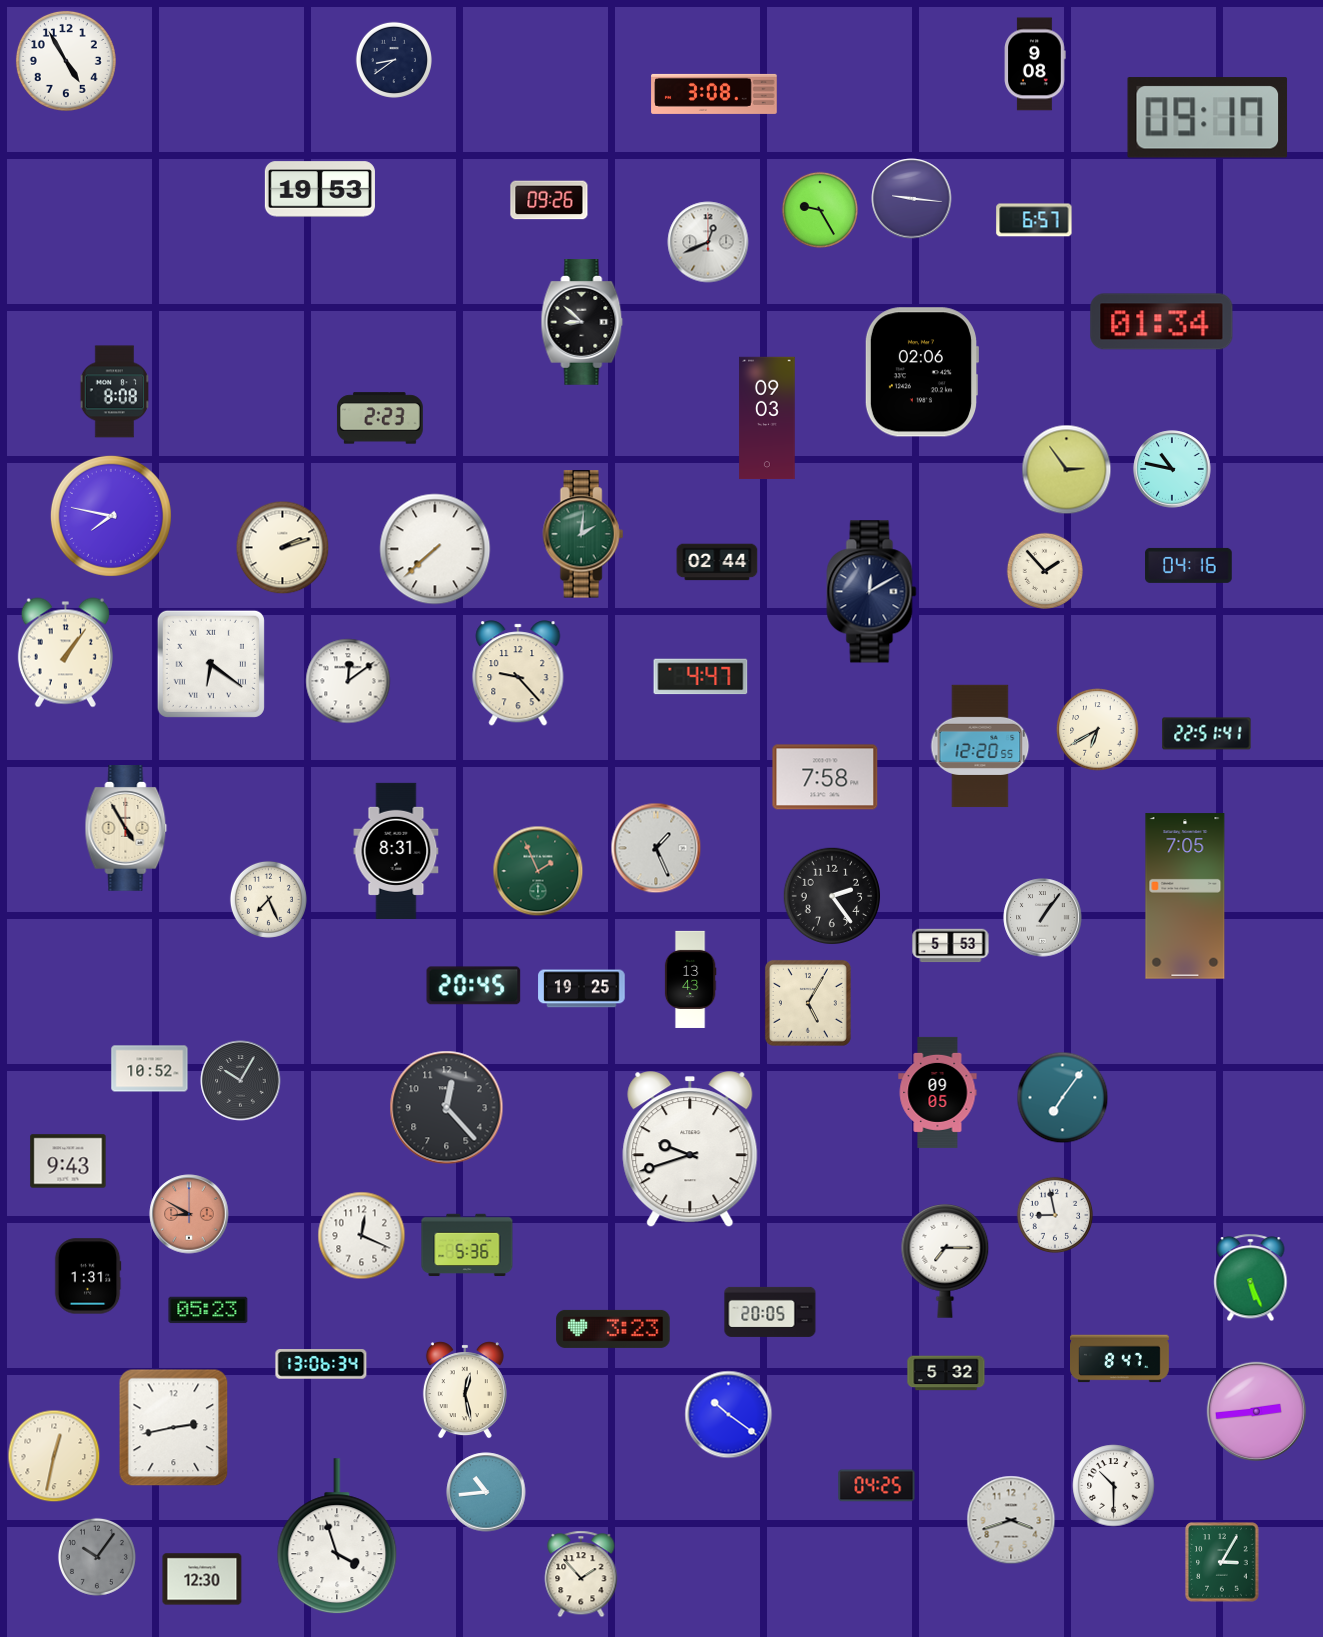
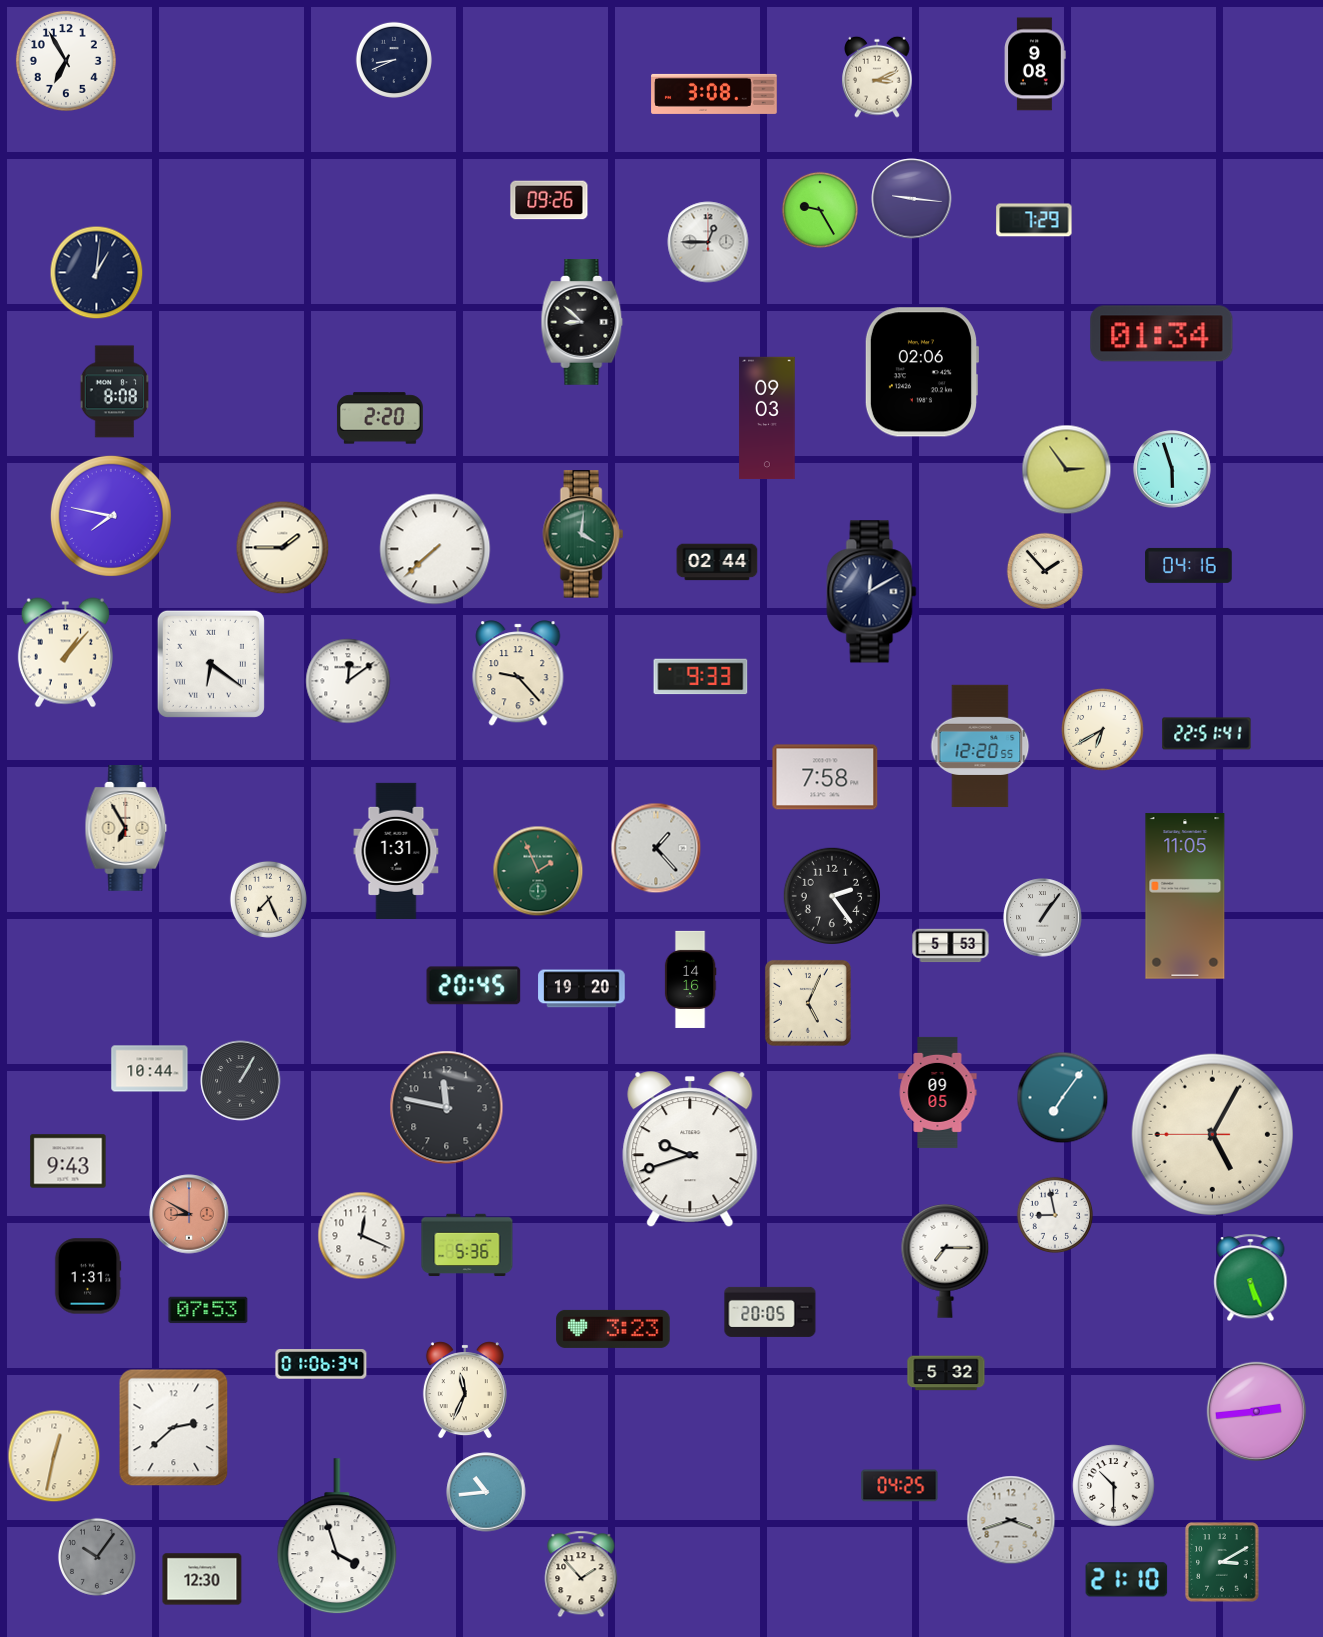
clock at (394, 60): 8:39 -> 8:41
clock at (66, 61): 4:55 -> 6:55
clock at (877, 77): none -> 3:11
clock at (1208, 118): 09:17 -> none
clock at (320, 189): 19:53 -> none
clock at (1034, 220): 6:57 -> 7:29
clock at (708, 242): 12:41 -> 12:45
clock at (97, 273): none -> 1:01
clock at (1162, 322) position: (1162, 322) -> (1162, 334)
clock at (380, 418): 2:23 -> 2:20
clock at (1172, 469): 10:47 -> 5:57
clock at (583, 534): 2:01 -> 4:01
clock at (283, 548): 2:12 -> 1:45
clock at (65, 653): 1:06 -> 1:07
clock at (701, 677): 4:47 -> 9:33
clock at (1098, 730) position: (1098, 730) -> (1103, 730)
clock at (126, 829): 4:55 -> 6:55
clock at (656, 848): 1:26 -> 1:23
clock at (396, 851): 8:31 -> 1:31
clock at (1185, 896): 7:05 -> 11:05
clock at (690, 979): 13:43 -> 14:16
clock at (582, 989): 19:25 -> 19:20
clock at (808, 1003): 5:05 -> 5:04
clock at (150, 1069): 10:52 -> 10:44
clock at (241, 1081): 10:05 -> 1:05
clock at (447, 1108): 12:23 -> 11:47
clock at (1212, 1134): none -> 5:04
clock at (208, 1310): 05:23 -> 07:53
clock at (1120, 1359): 8:47 -> none
clock at (321, 1364): 13:06 -> 01:06
clock at (465, 1390): 12:28 -> 11:34
clock at (729, 1415): 10:21 -> none
clock at (174, 1428): 2:43 -> 2:38
clock at (877, 1486) position: (877, 1486) -> (900, 1486)
clock at (1222, 1562): 3:05 -> 3:10
clock at (1127, 1580): none -> 21:10
